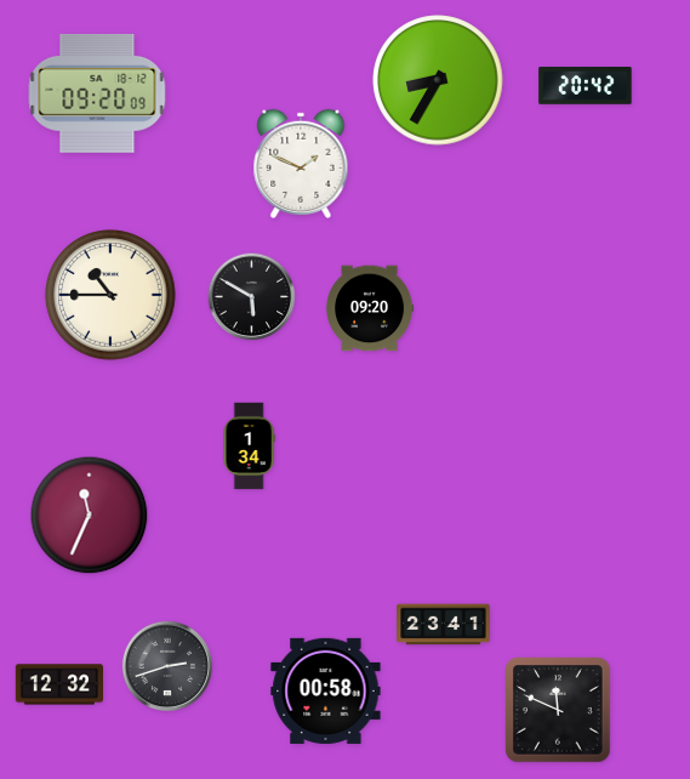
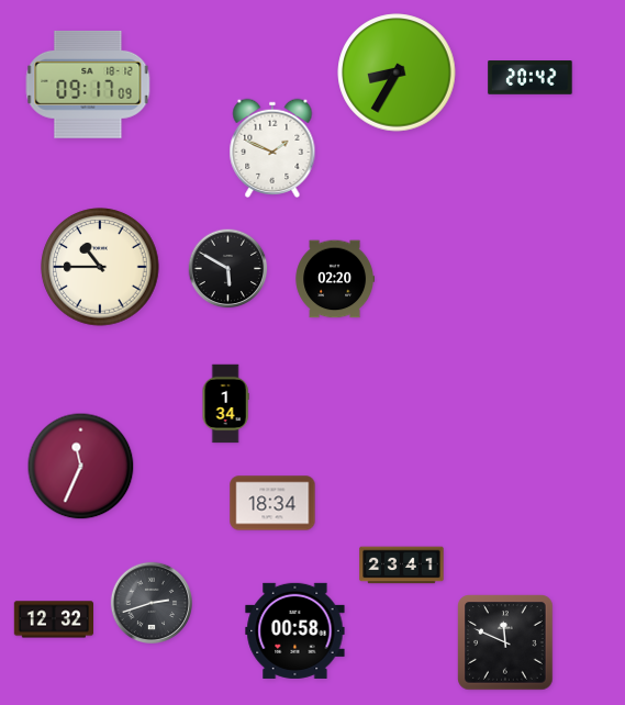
clock at (97, 93): 09:20 -> 09:17
clock at (369, 308): 09:20 -> 02:20
clock at (272, 503): none -> 18:34
clock at (326, 690) position: (326, 690) -> (295, 630)
